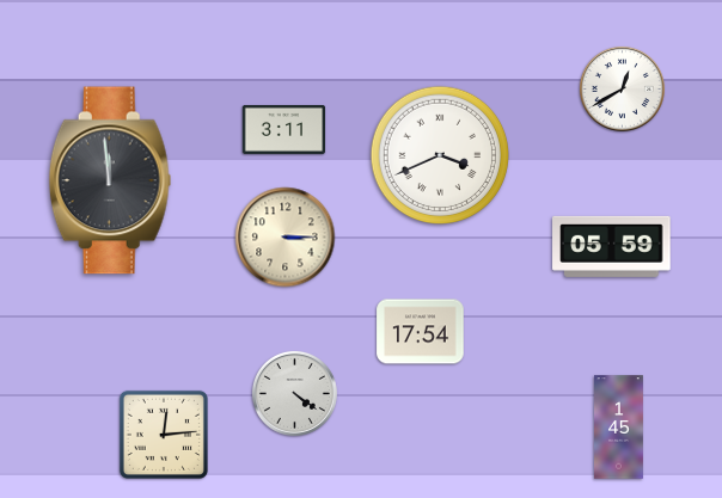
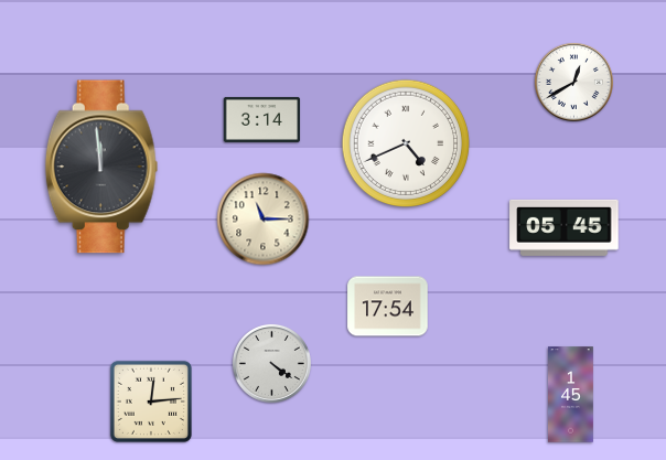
clock at (284, 129): 3:11 -> 3:14
clock at (440, 155): 3:41 -> 4:41
clock at (286, 238): 3:15 -> 11:15
clock at (612, 246): 05:59 -> 05:45
